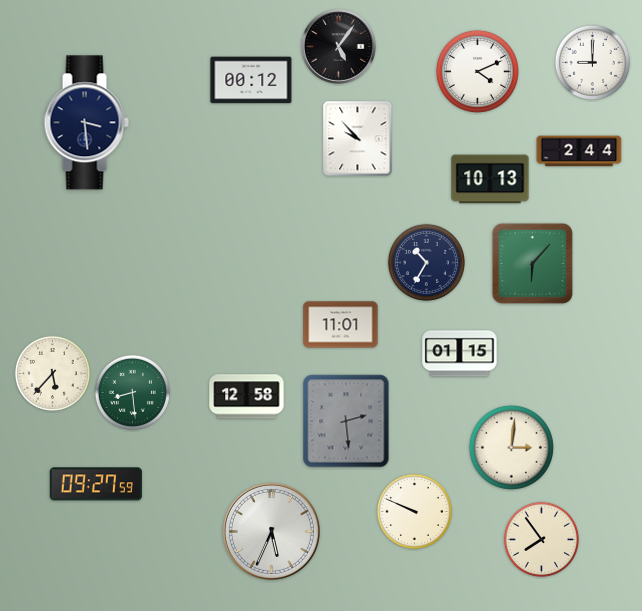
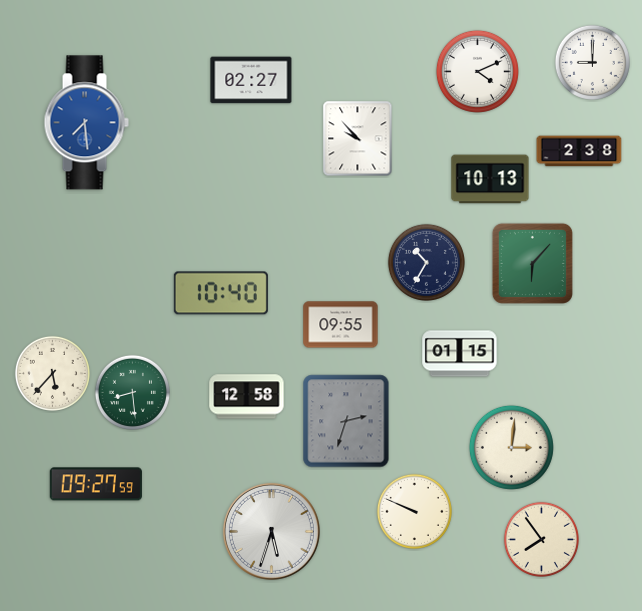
clock at (339, 47): 5:06 -> none
clock at (251, 80): 00:12 -> 02:27
clock at (86, 123): 3:29 -> 7:29
clock at (86, 123) dial: navy -> blue
clock at (579, 151): 2:44 -> 2:38
clock at (221, 293): none -> 10:40
clock at (341, 325): 11:01 -> 09:55
clock at (346, 421): 2:29 -> 2:33
clock at (271, 531): 5:34 -> 5:33
